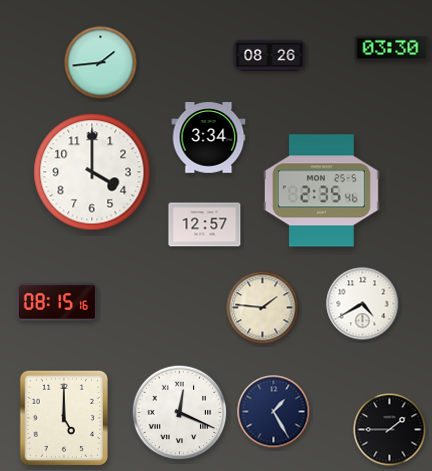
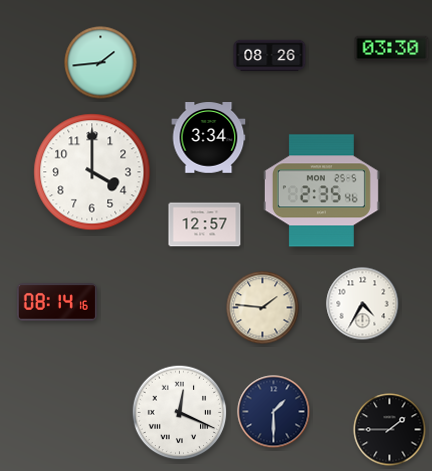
clock at (57, 302): 08:15 -> 08:14
clock at (363, 304): 4:40 -> 4:35
clock at (274, 412): 1:25 -> 1:30
clock at (63, 417): 5:00 -> none
